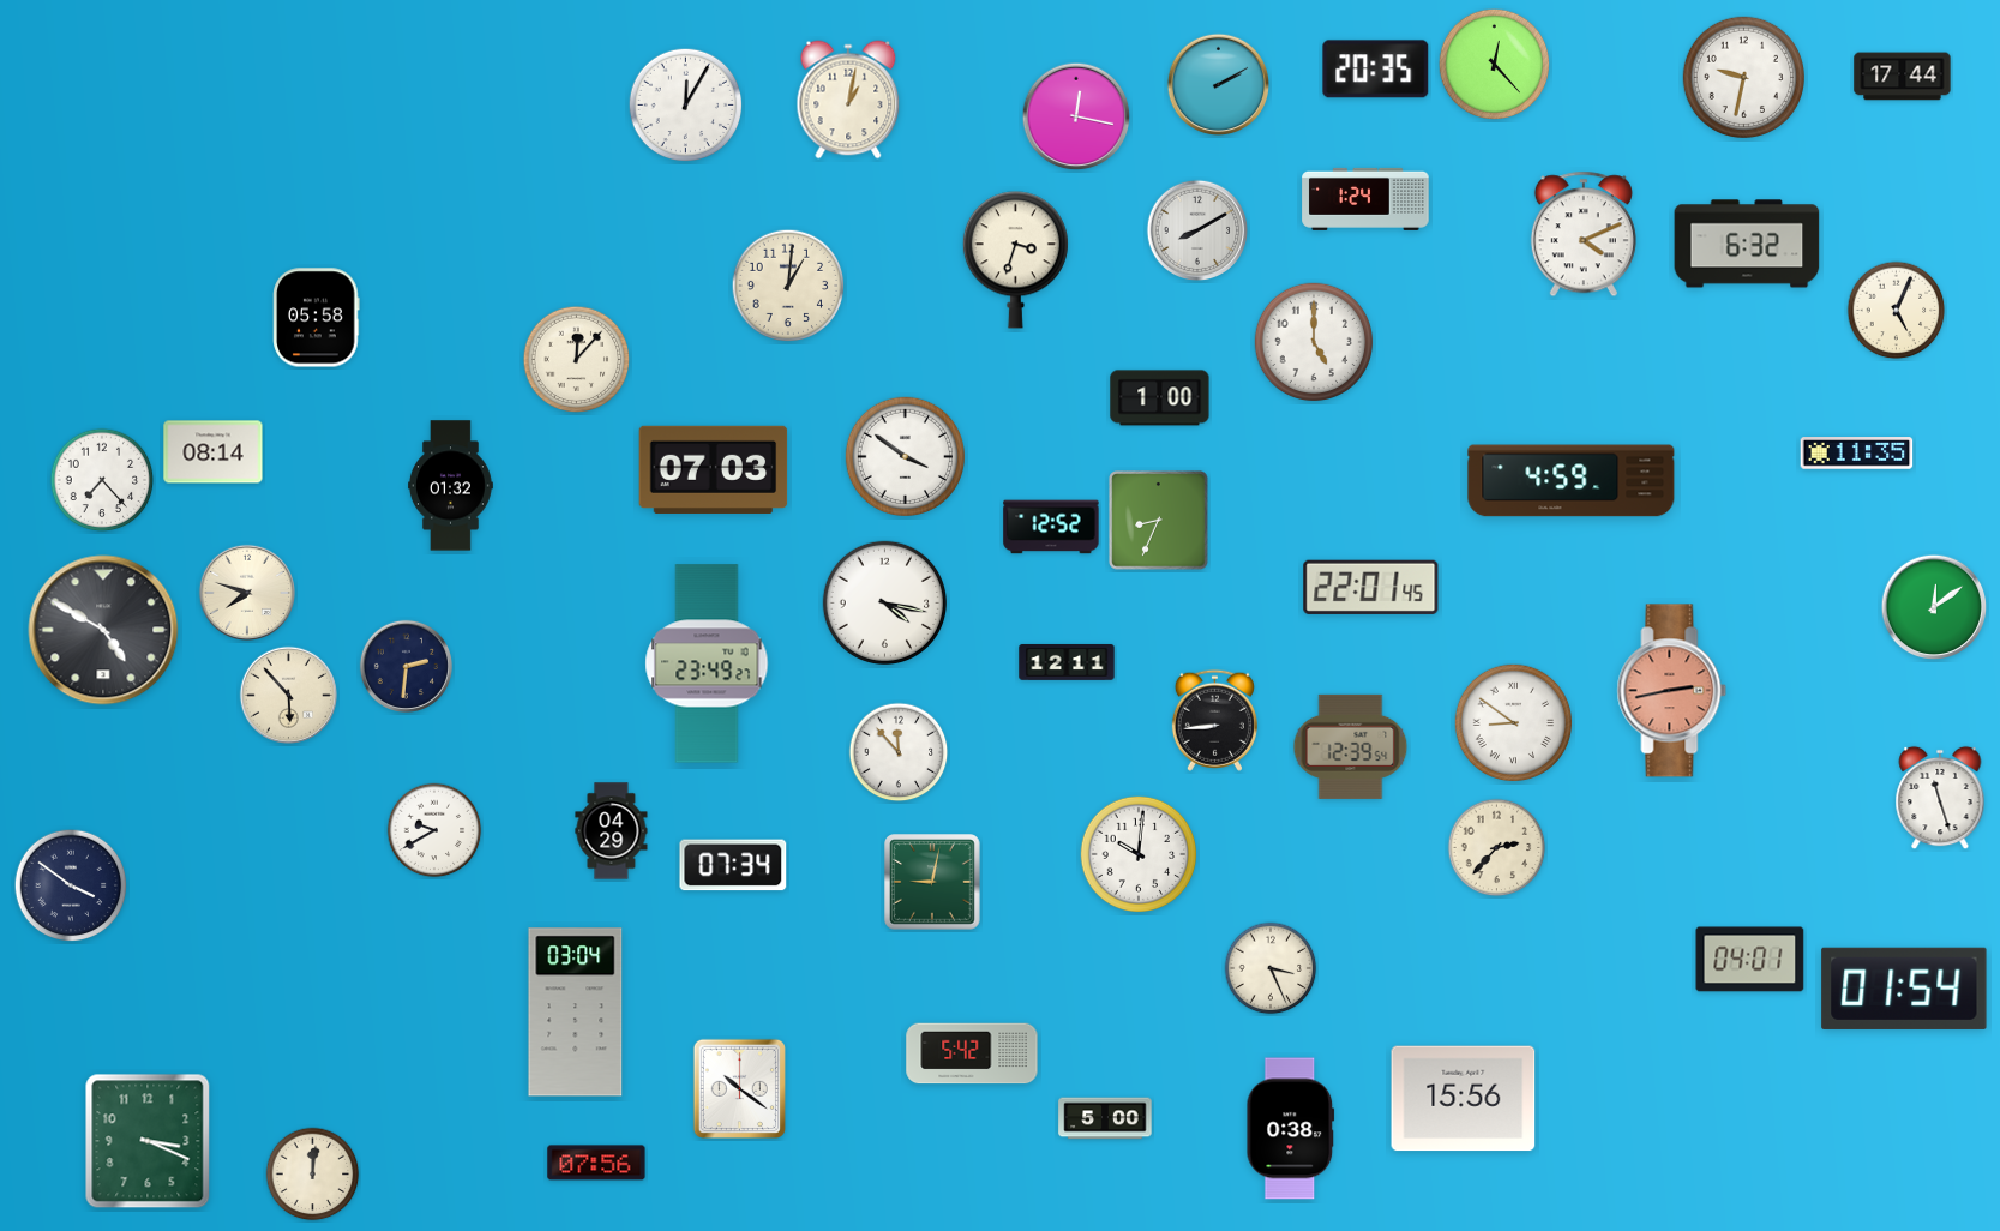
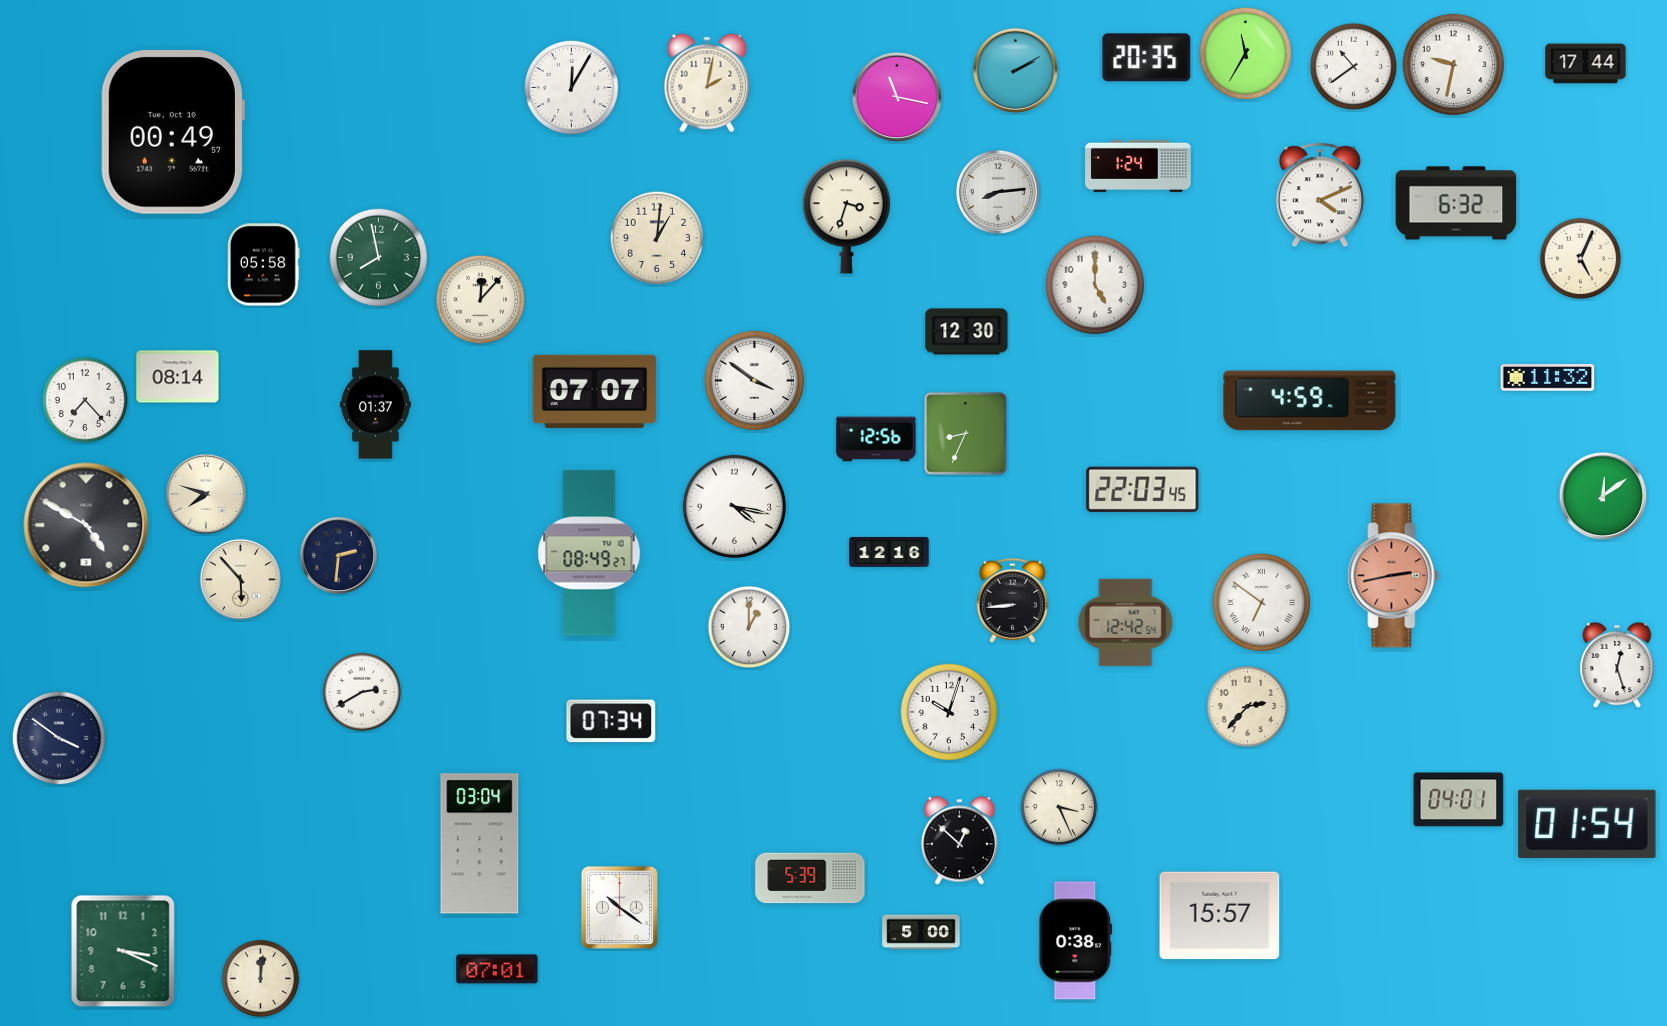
clock at (1495, 65): 12:23 -> 11:35
clock at (1354, 67): none -> 10:39
clock at (848, 100): 1:02 -> 2:02
clock at (1076, 116): 12:17 -> 11:17
clock at (173, 133): none -> 00:49
clock at (1197, 230): 8:10 -> 8:14
clock at (379, 258): none -> 7:58
clock at (1160, 398): 1:00 -> 12:30
clock at (1857, 454): 11:35 -> 11:32
clock at (714, 469): 07:03 -> 07:07
clock at (451, 486): 01:32 -> 01:37
clock at (1051, 527): 12:52 -> 12:56
clock at (1371, 587): 22:01 -> 22:03
clock at (884, 602) position: (884, 602) -> (734, 506)
clock at (1934, 607) position: (1934, 607) -> (1603, 496)
clock at (1067, 662): 12:11 -> 12:16
clock at (707, 663): 23:49 -> 08:49
clock at (1514, 723): 8:51 -> 6:51
clock at (1351, 746): 12:39 -> 12:42
clock at (899, 752): 11:53 -> 1:00
clock at (1940, 798): 11:27 -> 12:27
clock at (434, 830): 9:40 -> 2:40
clock at (612, 831): 04:29 -> none
clock at (1139, 854): 10:01 -> 10:03
clock at (932, 882): 9:02 -> none
clock at (959, 841): none -> 12:52
clock at (972, 1053): 5:42 -> 5:39
clock at (739, 1088) position: (739, 1088) -> (619, 907)
clock at (1464, 1099): 15:56 -> 15:57
clock at (596, 1163): 07:56 -> 07:01
